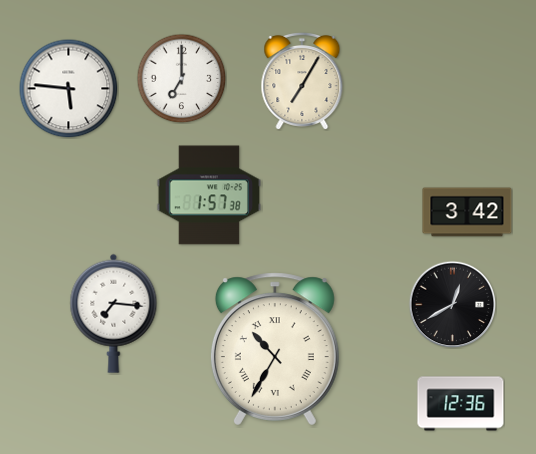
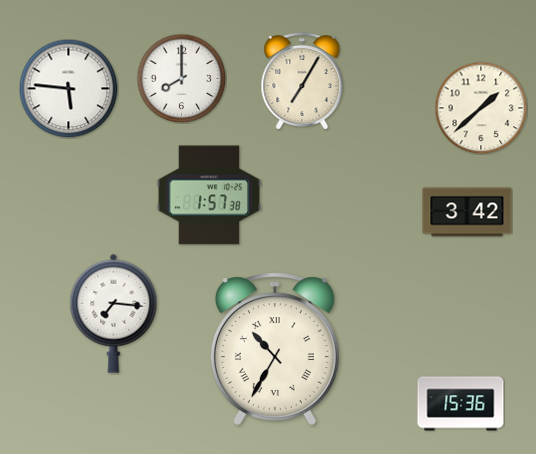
clock at (181, 78): 7:00 -> 8:00
clock at (481, 108): none -> 1:38
clock at (452, 304): 12:40 -> none
clock at (461, 404): 12:36 -> 15:36
